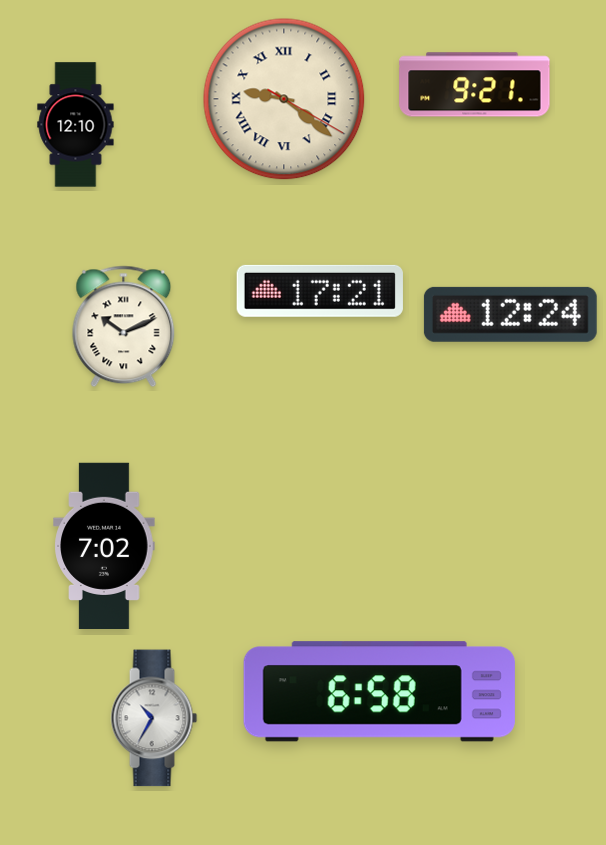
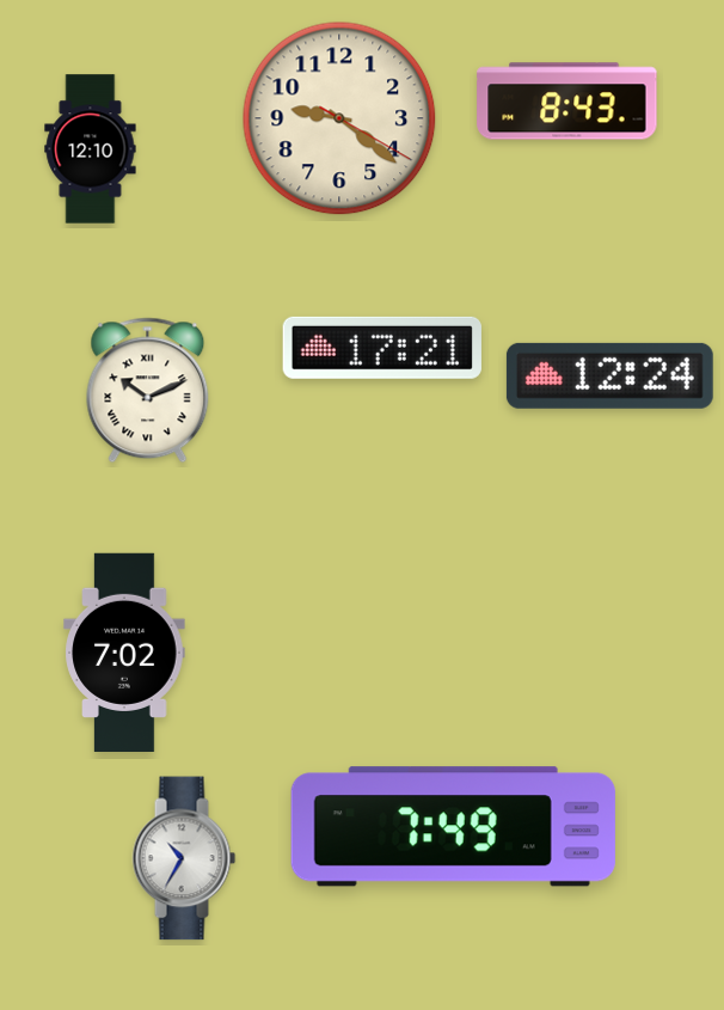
clock at (475, 85): 9:21 -> 8:43
clock at (284, 99) numerals: Roman -> Arabic
clock at (379, 692): 6:58 -> 7:49
